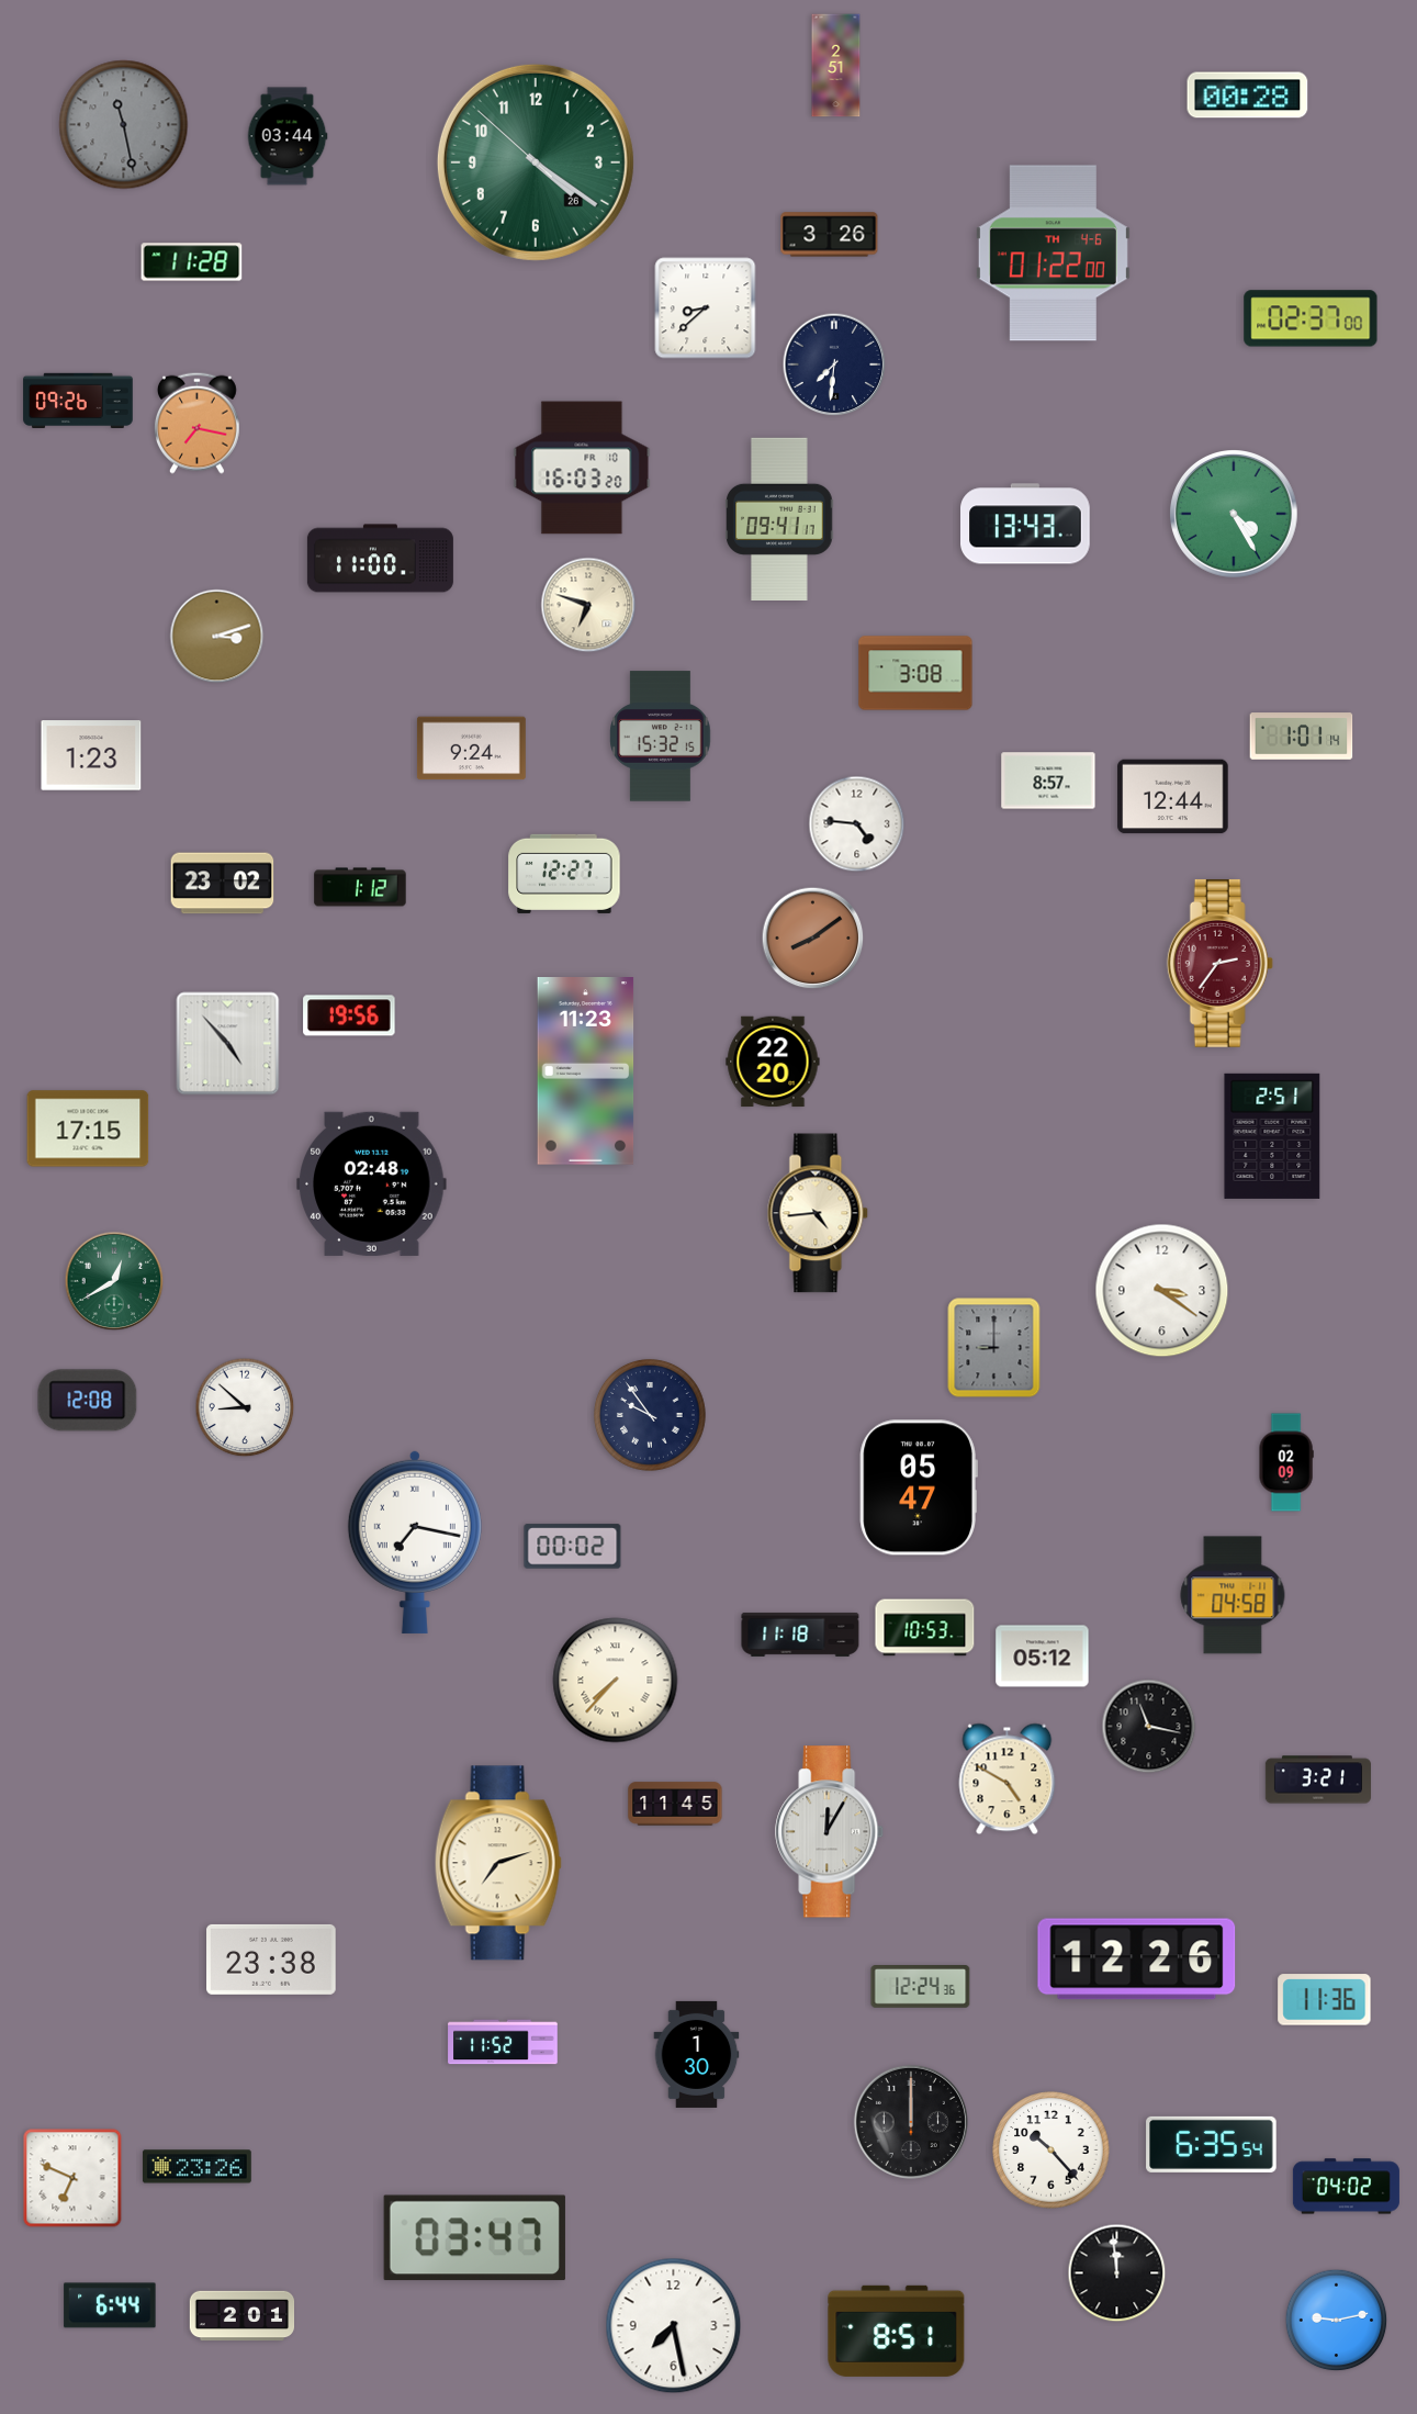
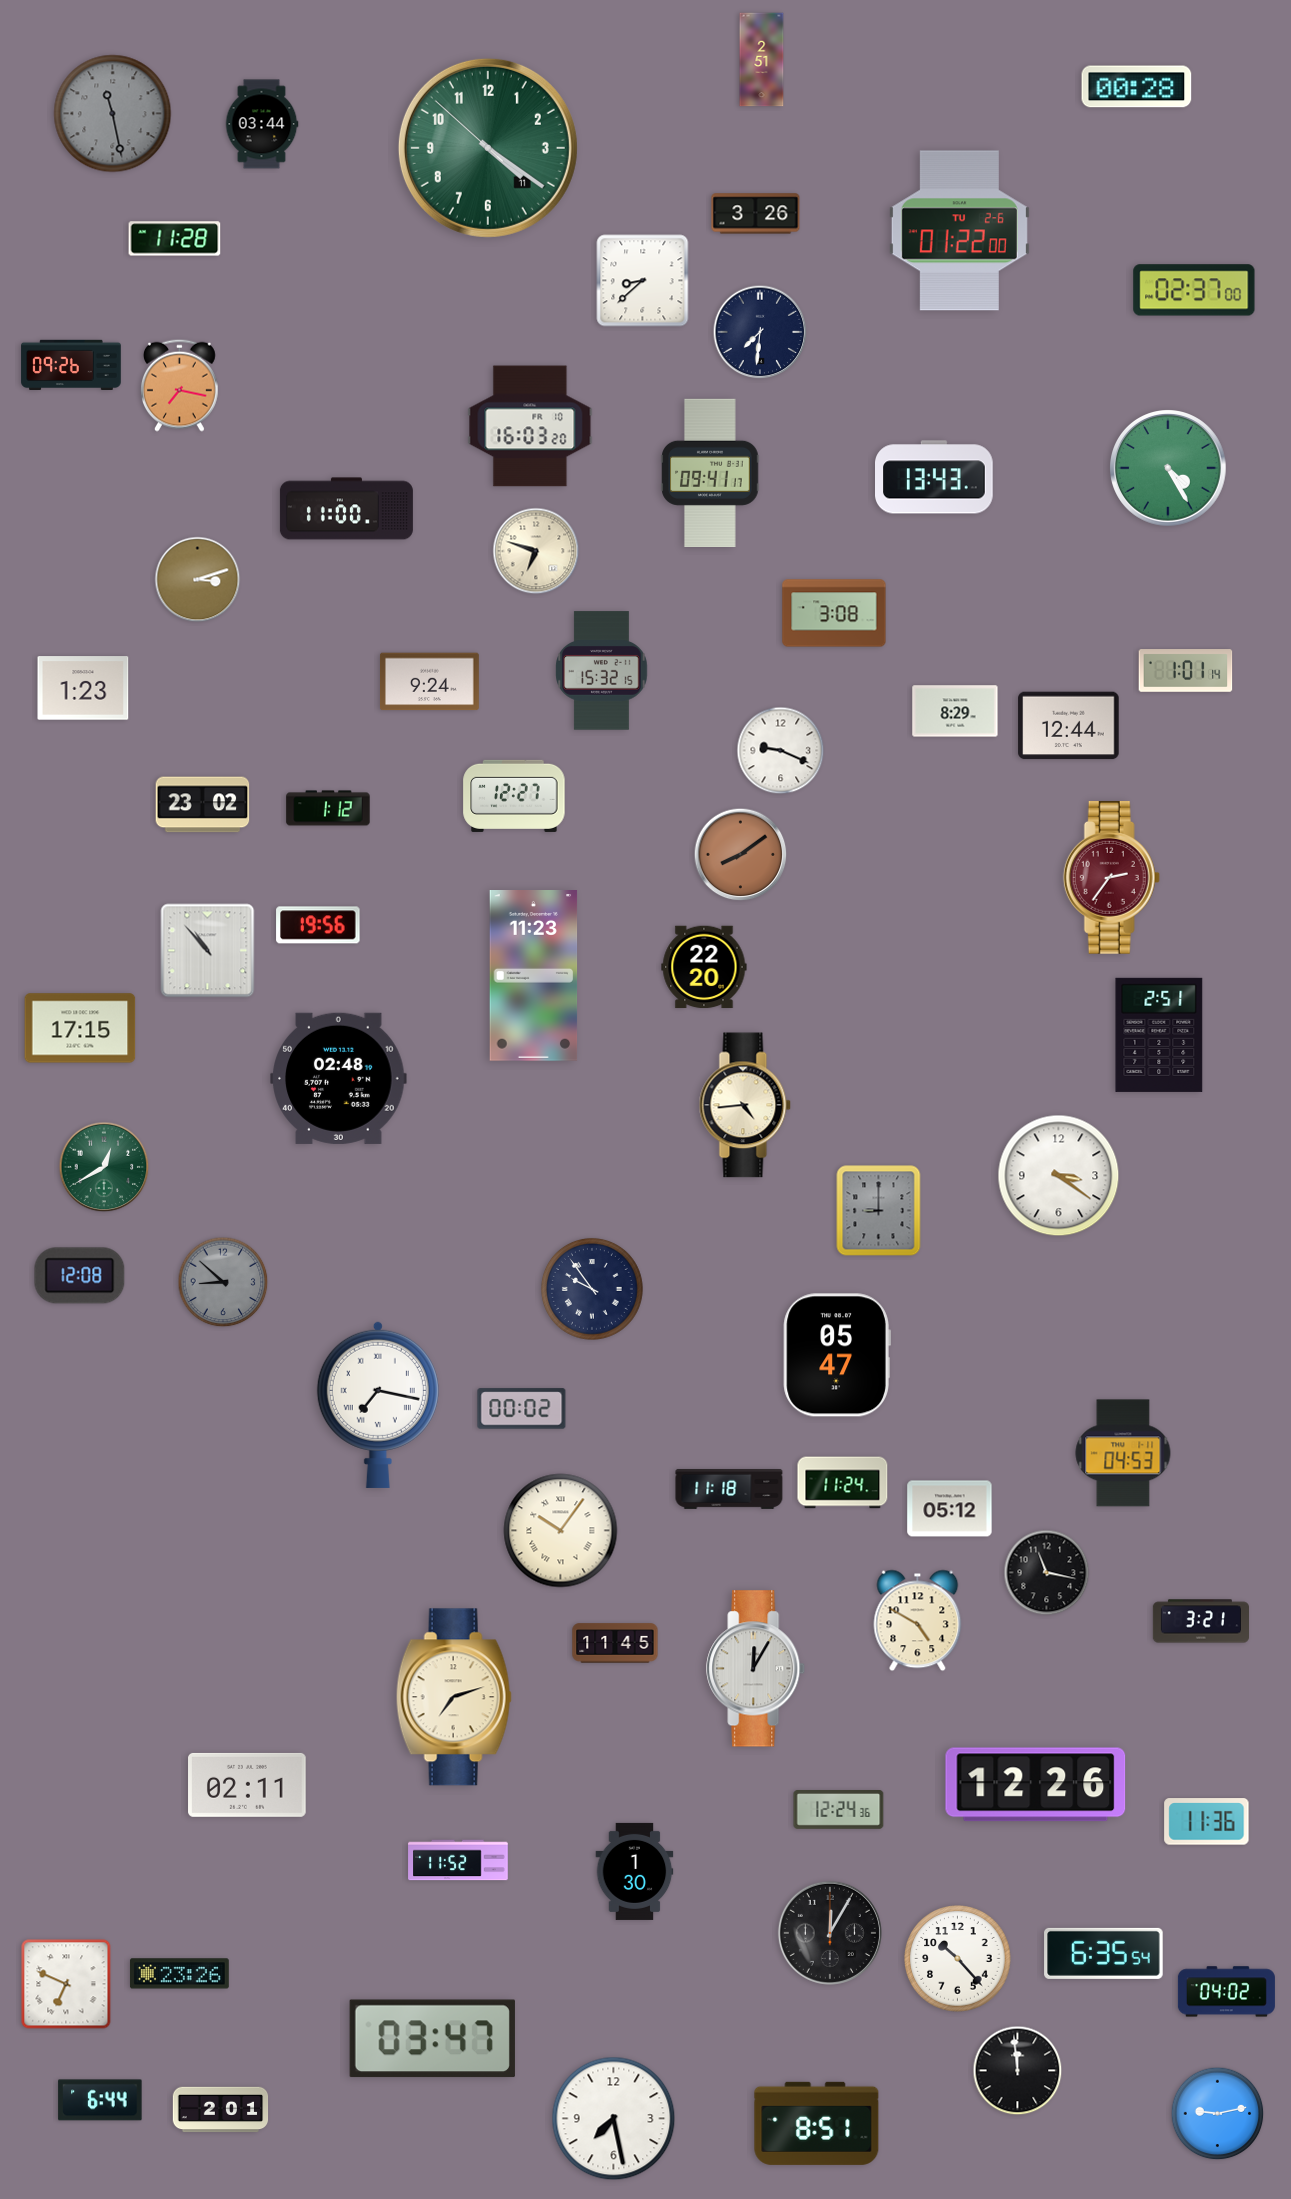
clock at (536, 162) date: 26 -> 11
clock at (1053, 254) date: TH 4-6 -> TU 2-6
clock at (1235, 515) position: (1235, 515) -> (1169, 469)
clock at (1048, 781): 8:57 -> 8:29
clock at (857, 824): 4:46 -> 9:19
clock at (228, 1044): 4:53 -> 10:53
clock at (994, 1348) position: (994, 1348) -> (879, 1211)
clock at (245, 1407) dial: white -> grey
clock at (1286, 1462): 02:09 -> none
clock at (1233, 1595): 04:58 -> 04:53
clock at (925, 1628): 10:53 -> 11:24
clock at (616, 1681): 7:37 -> 10:06
clock at (271, 1960): 23:38 -> 02:11
clock at (911, 2122): 12:00 -> 12:05
